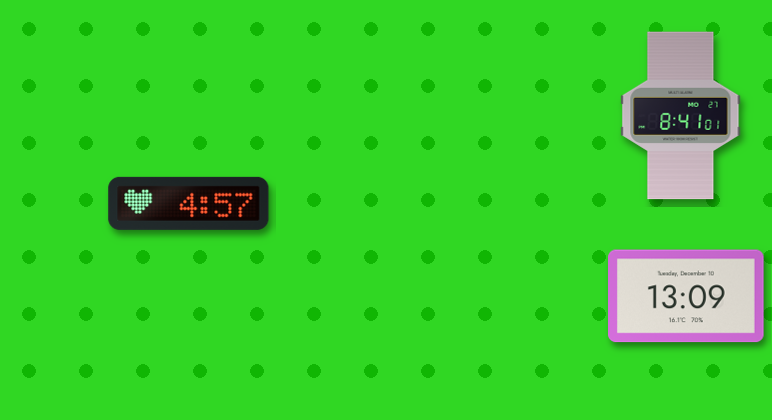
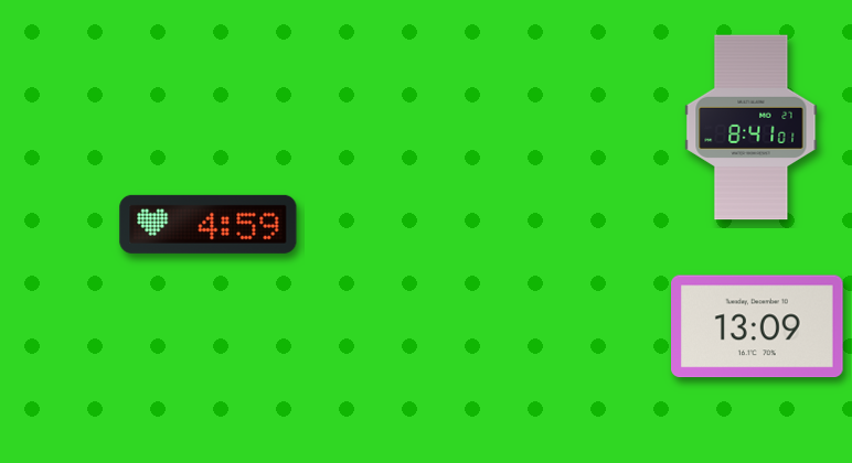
clock at (189, 203): 4:57 -> 4:59
